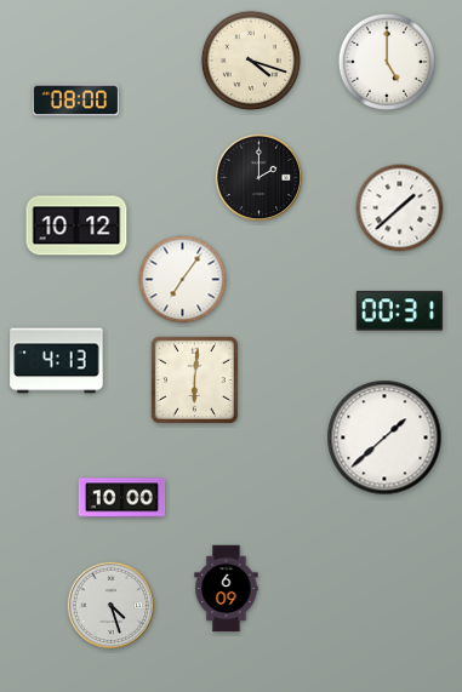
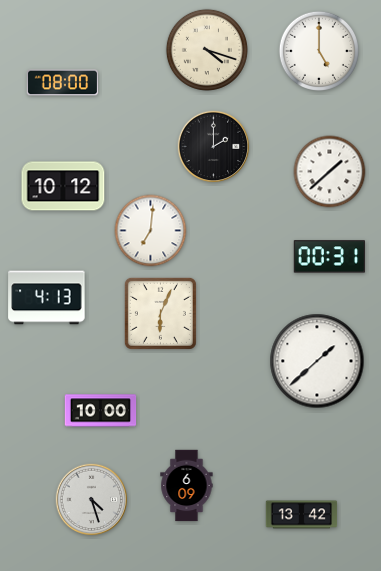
clock at (183, 280): 7:06 -> 7:01
clock at (194, 379): 6:01 -> 6:04
clock at (302, 515): none -> 13:42
